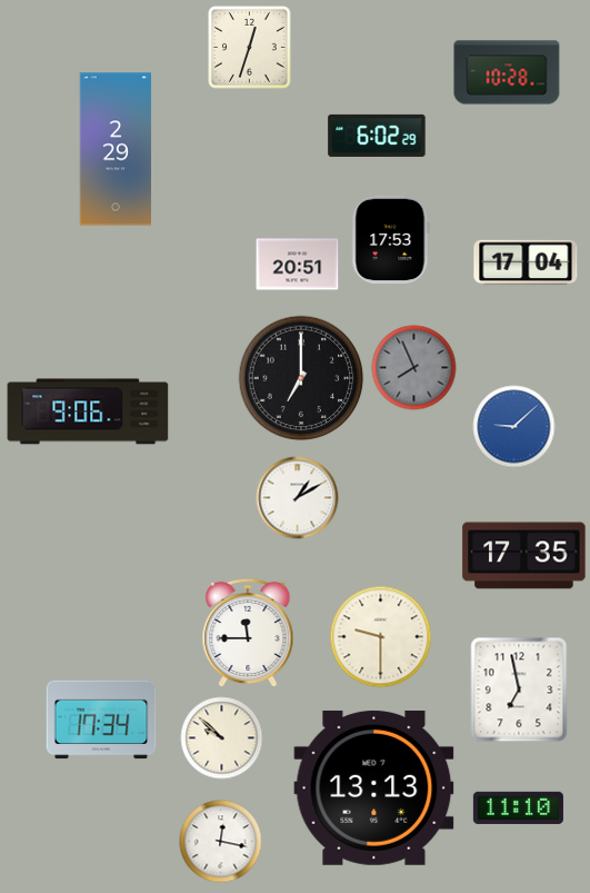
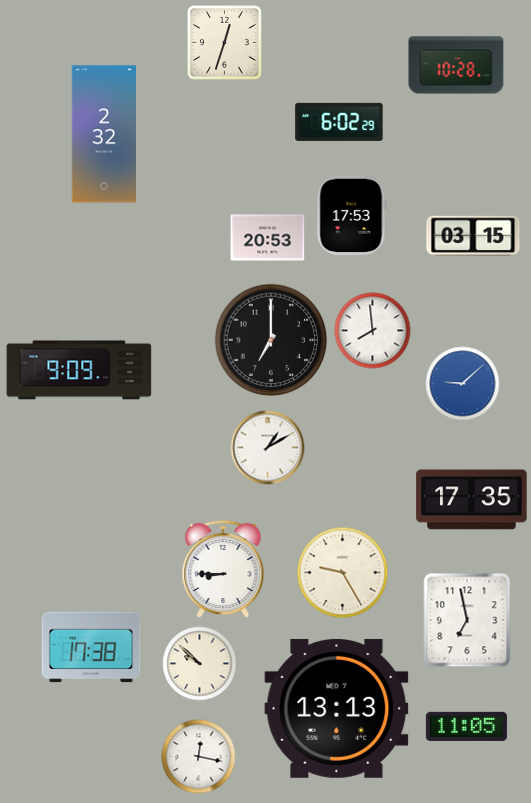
clock at (114, 149): 2:29 -> 2:32
clock at (526, 262): 17:04 -> 03:15
clock at (298, 265): 20:51 -> 20:53
clock at (414, 368): 7:56 -> 7:59
clock at (414, 368) dial: grey -> white
clock at (88, 411): 9:06 -> 9:09
clock at (248, 633): 11:45 -> 8:45
clock at (381, 637): 9:30 -> 9:25
clock at (101, 720): 17:34 -> 17:38
clock at (518, 807): 11:10 -> 11:05
